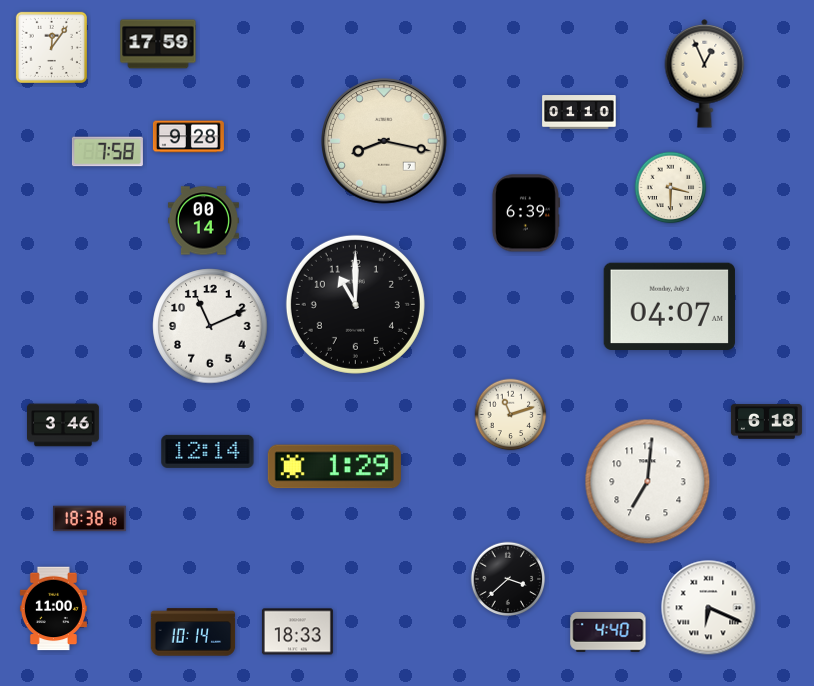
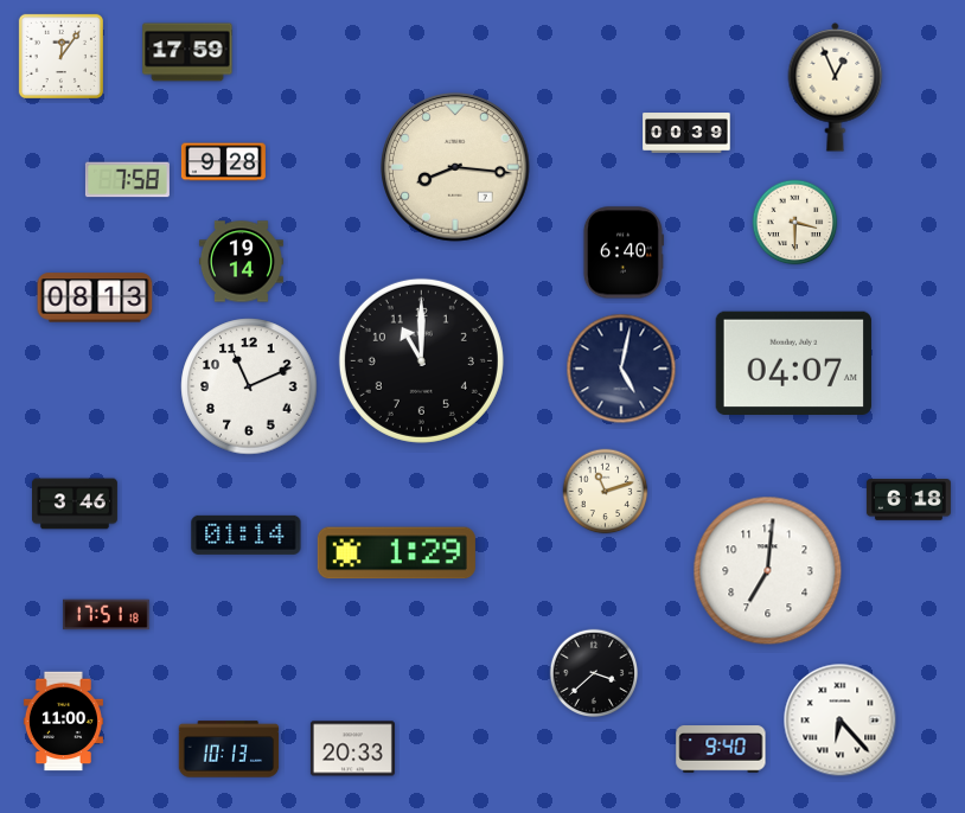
clock at (579, 112): 01:10 -> 00:39
clock at (385, 142): 8:17 -> 8:16
clock at (525, 213): 6:39 -> 6:40
clock at (203, 221): 00:14 -> 19:14
clock at (95, 297): none -> 08:13
clock at (621, 369): none -> 5:02
clock at (208, 451): 12:14 -> 01:14
clock at (90, 519): 18:38 -> 17:51
clock at (508, 579) position: (508, 579) -> (594, 673)
clock at (709, 608): 6:19 -> 6:23
clock at (193, 632): 10:14 -> 10:13
clock at (297, 632): 18:33 -> 20:33
clock at (608, 632): 4:40 -> 9:40
